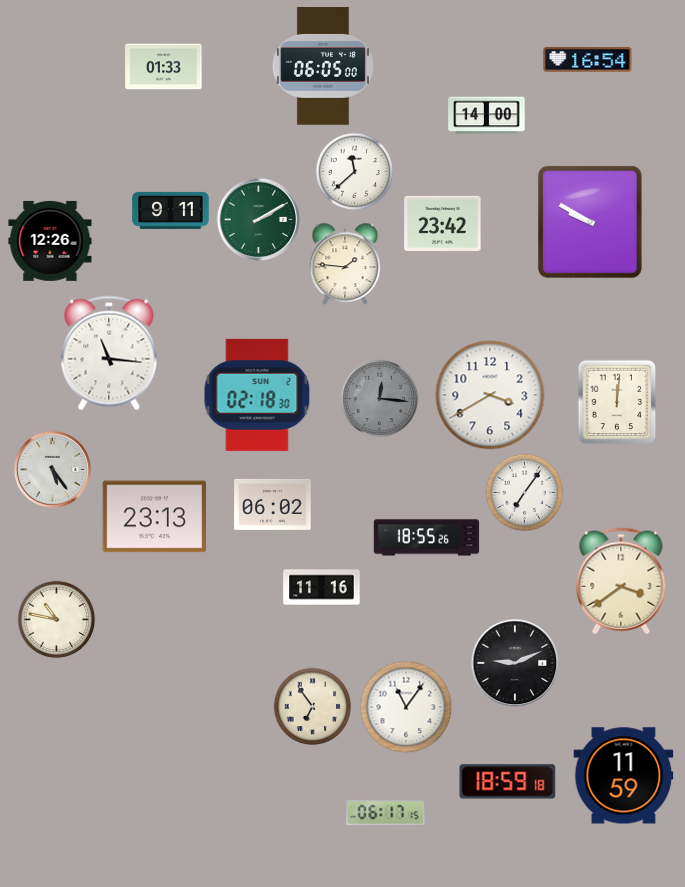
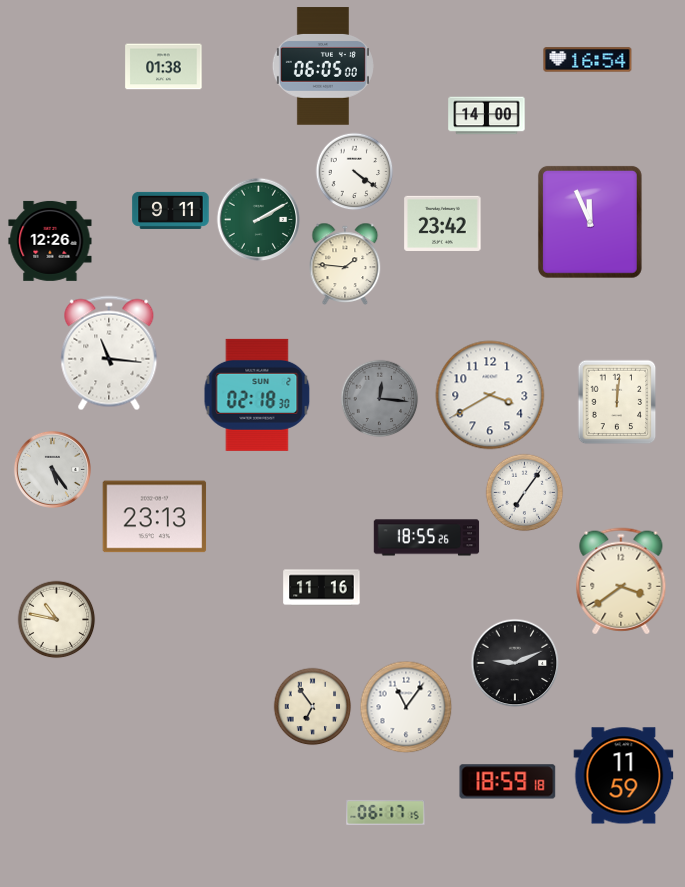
clock at (164, 67): 01:33 -> 01:38
clock at (354, 171): 11:38 -> 4:21
clock at (590, 222): 9:50 -> 11:56
clock at (273, 504): 06:02 -> none
